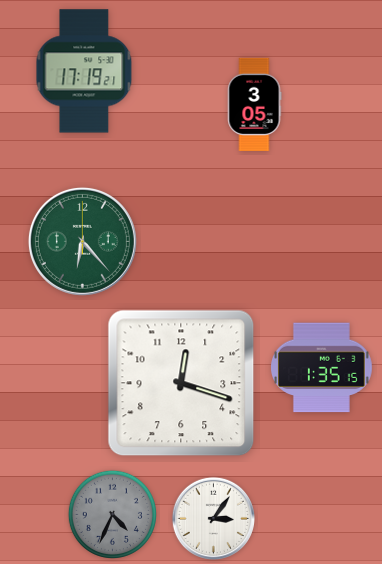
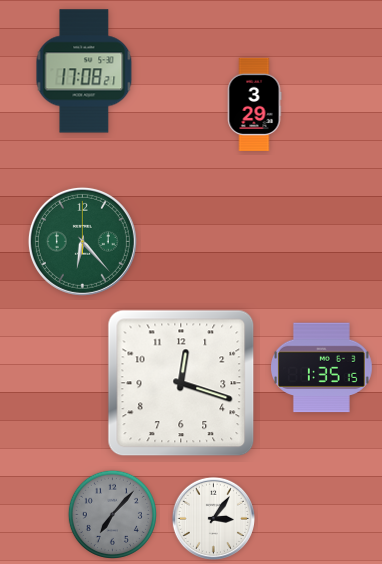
clock at (84, 71): 17:19 -> 17:08
clock at (254, 104): 3:05 -> 3:29
clock at (112, 514): 4:34 -> 7:07
